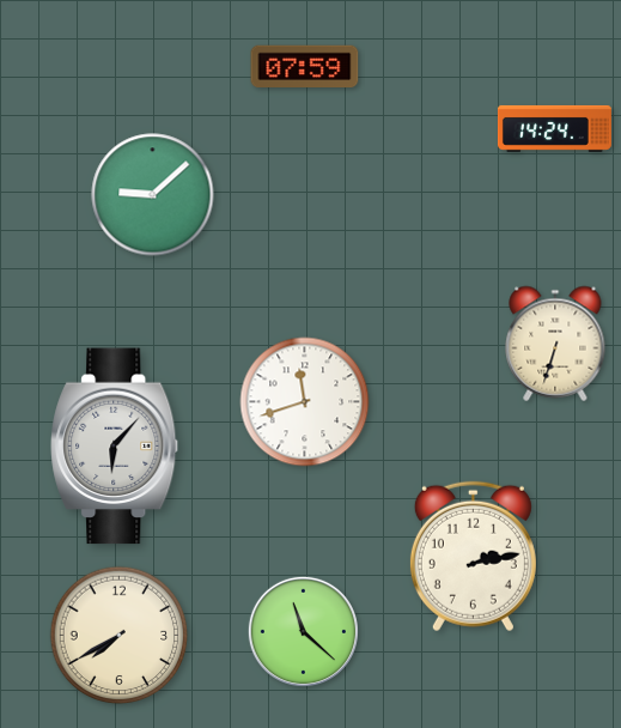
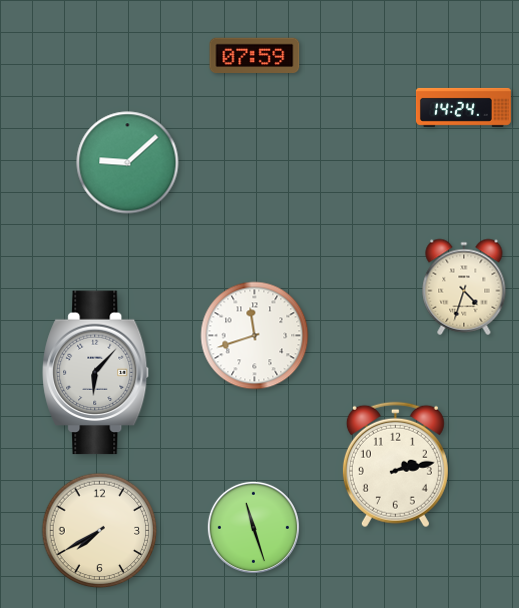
clock at (555, 344): 6:33 -> 4:33
clock at (303, 631): 11:22 -> 11:27
